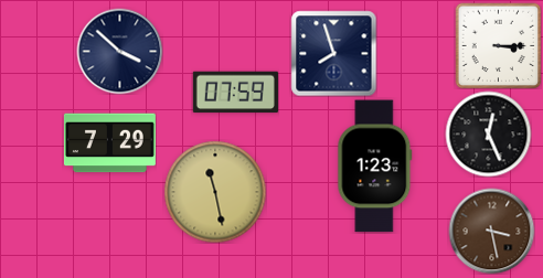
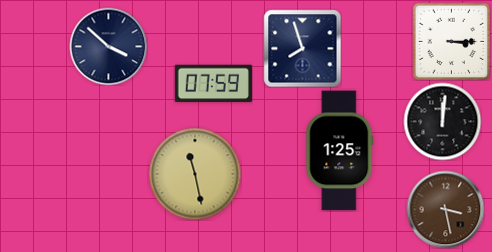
clock at (488, 133): 12:26 -> 12:01
clock at (109, 143): 7:29 -> none
clock at (375, 167): 1:23 -> 1:25
